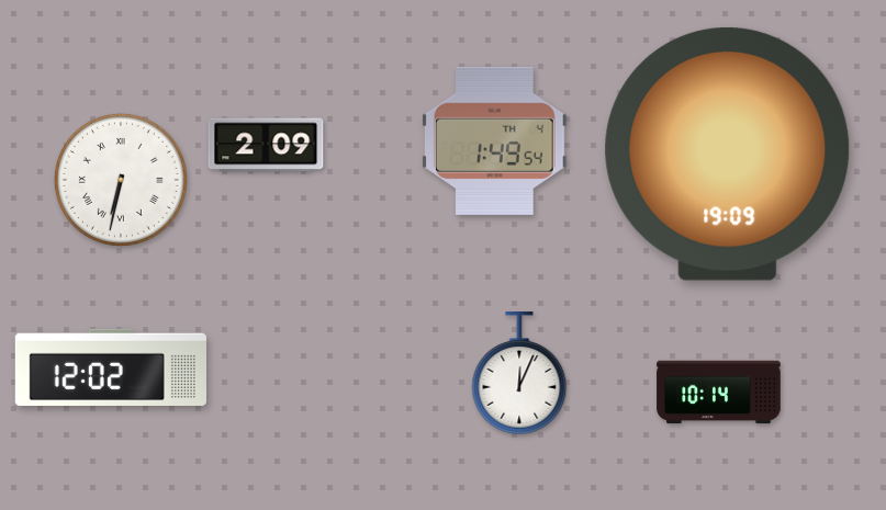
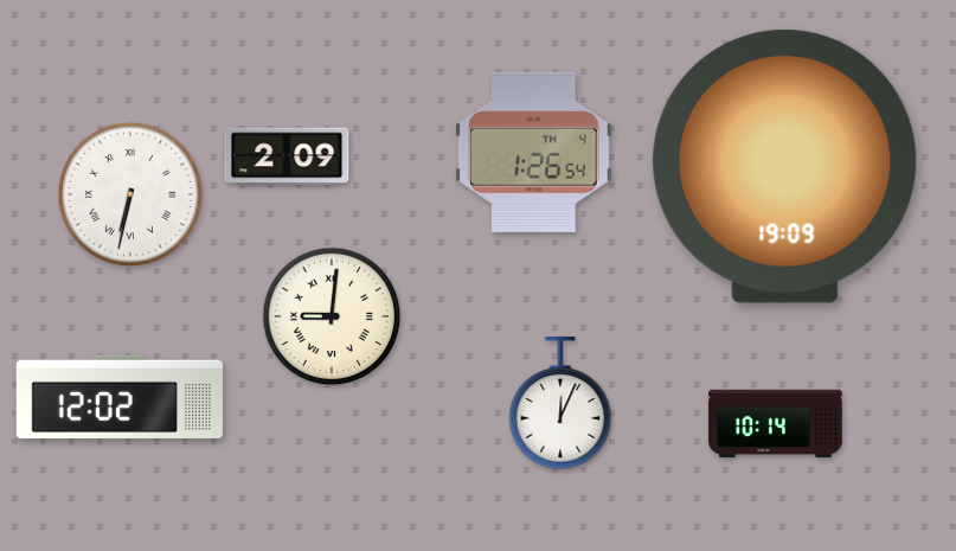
clock at (494, 140): 1:49 -> 1:26
clock at (332, 316): none -> 9:01
